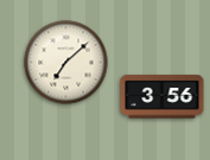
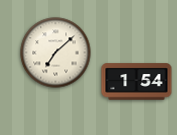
clock at (163, 97): 3:56 -> 1:54
